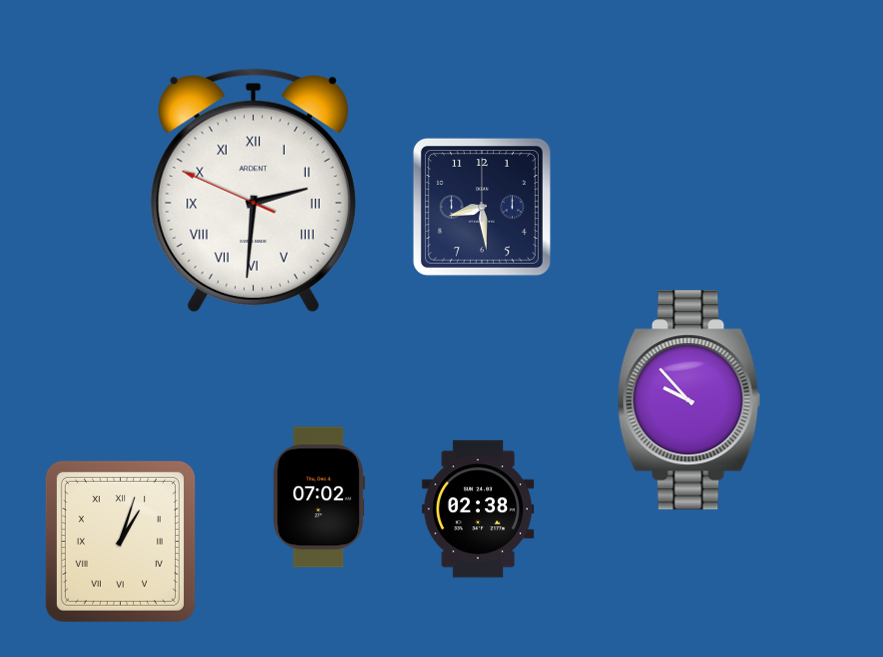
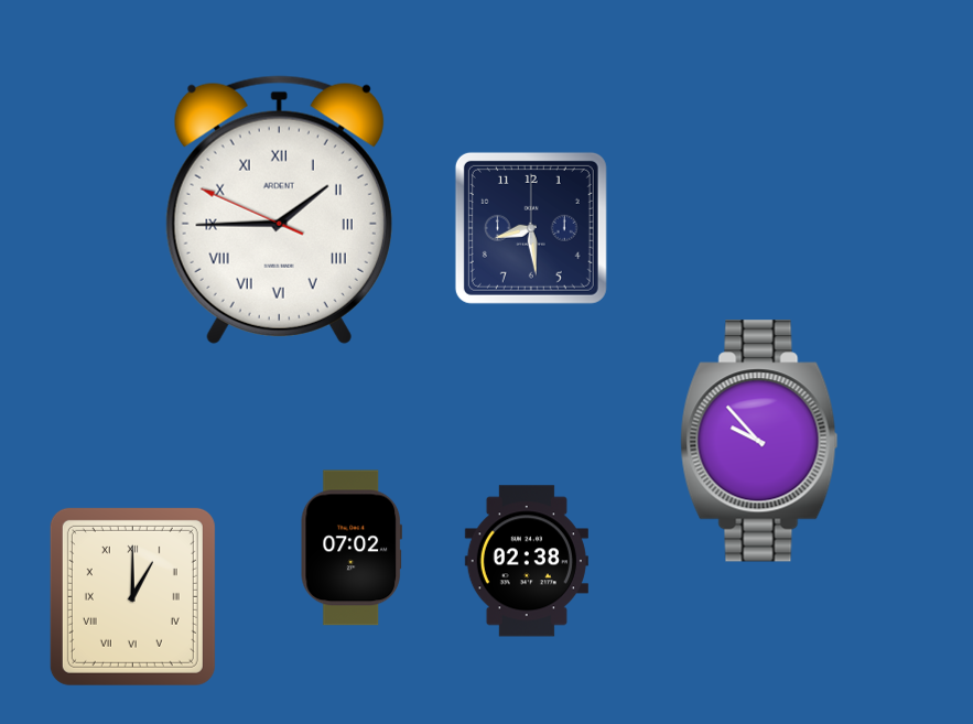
clock at (253, 190): 2:30 -> 1:44
clock at (120, 541): 1:03 -> 1:00
